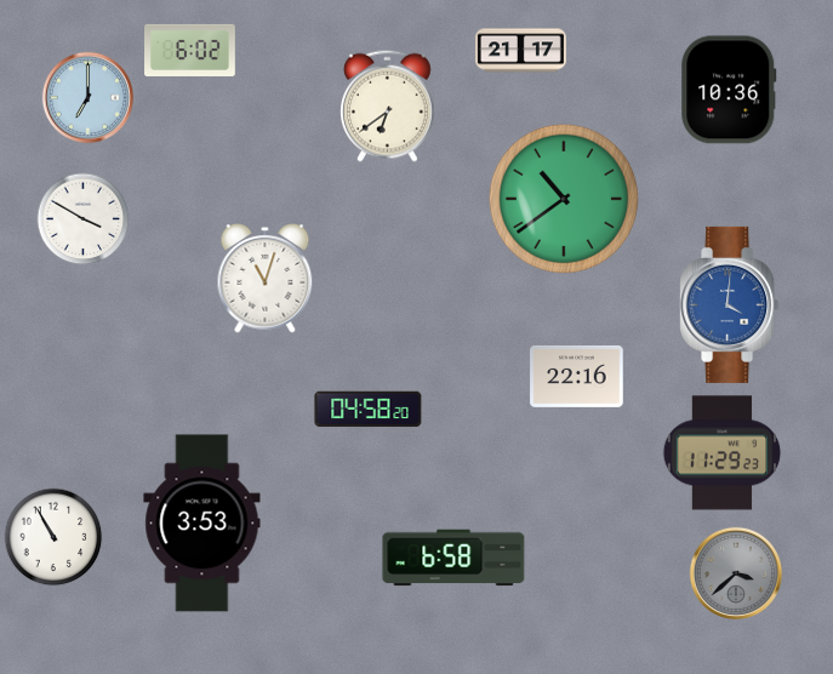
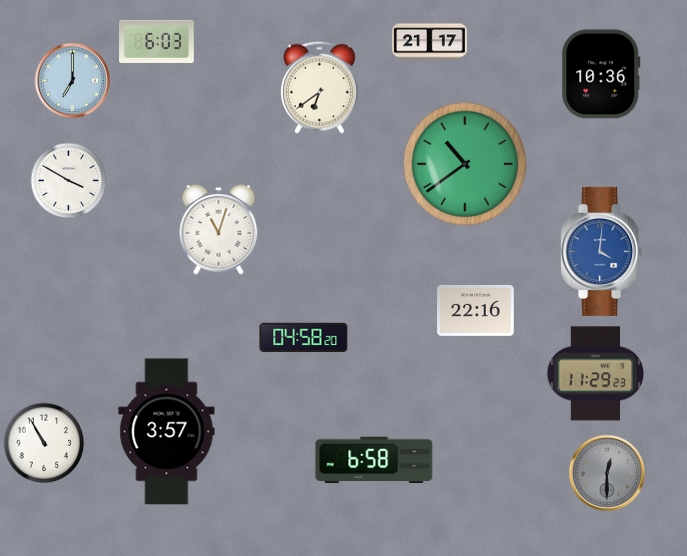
clock at (190, 50): 6:02 -> 6:03
clock at (202, 524): 3:53 -> 3:57
clock at (735, 572): 3:38 -> 12:30
